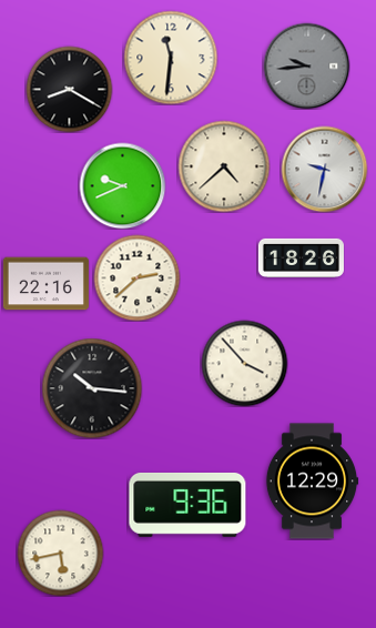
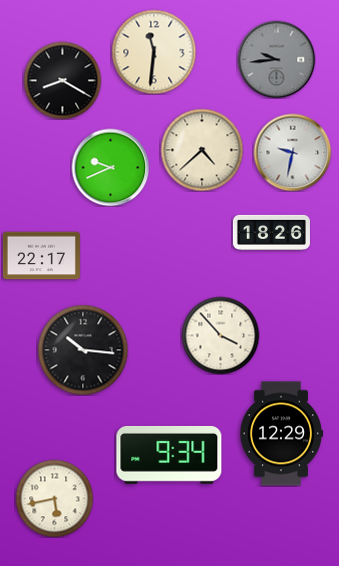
clock at (136, 277): 2:38 -> none
clock at (45, 284): 22:16 -> 22:17
clock at (244, 363) position: (244, 363) -> (220, 335)
clock at (187, 505): 9:36 -> 9:34
